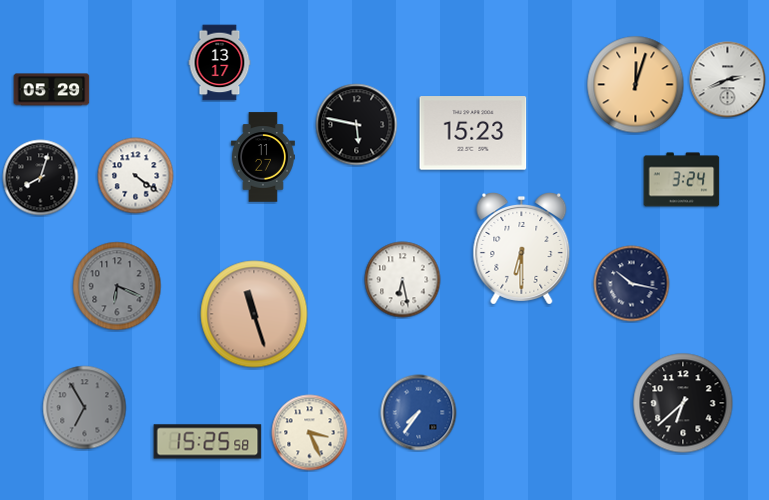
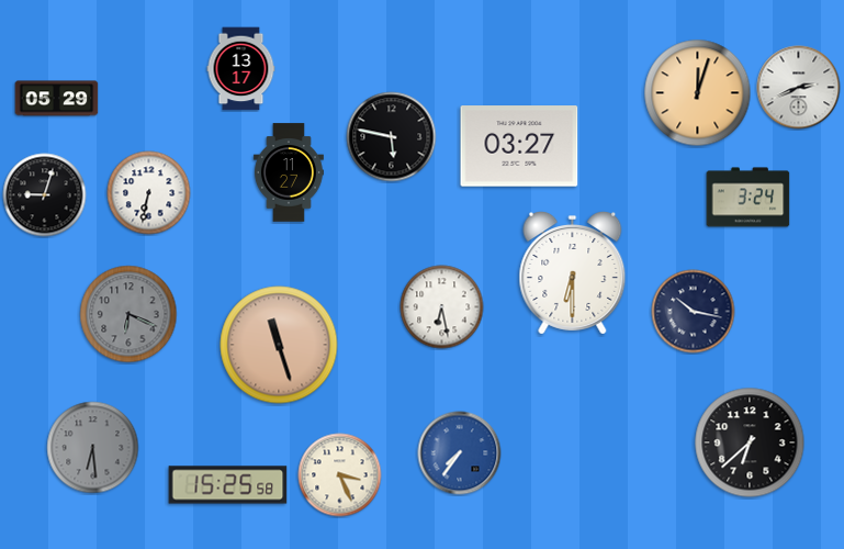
clock at (473, 133): 15:23 -> 03:27
clock at (136, 176): 4:21 -> 6:32
clock at (41, 178): 8:03 -> 9:03
clock at (85, 408): 6:55 -> 6:29
